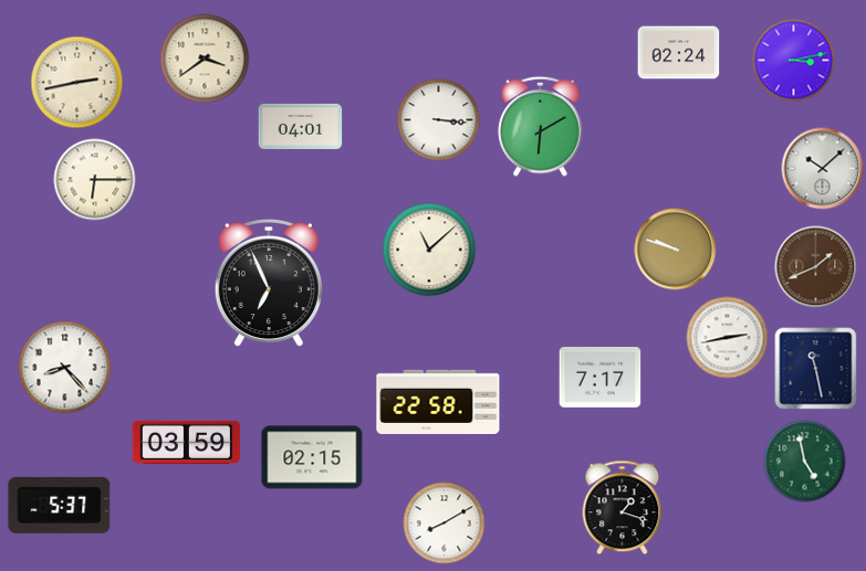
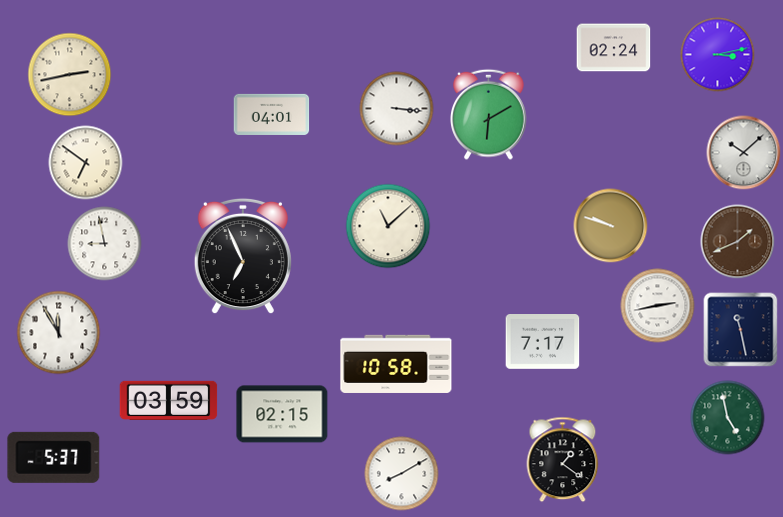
clock at (205, 59): 3:39 -> none
clock at (95, 180): 6:15 -> 6:51
clock at (105, 244): none -> 8:58
clock at (65, 368): 8:23 -> 11:55
clock at (816, 369) position: (816, 369) -> (741, 330)
clock at (438, 402): 22:58 -> 10:58
clock at (623, 508): 1:18 -> 1:21
